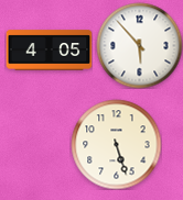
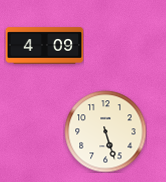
clock at (139, 45): 5:53 -> none
clock at (49, 51): 4:05 -> 4:09
